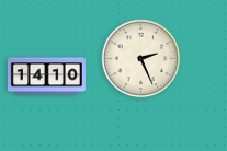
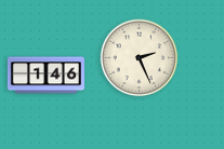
clock at (46, 77): 14:10 -> 1:46
